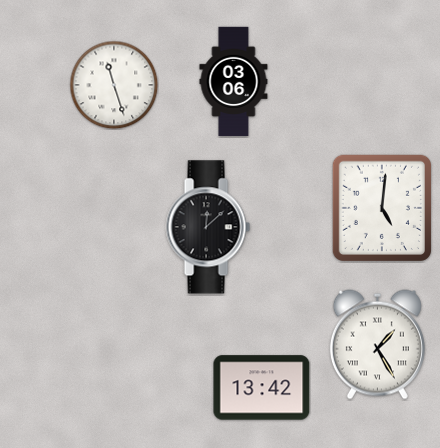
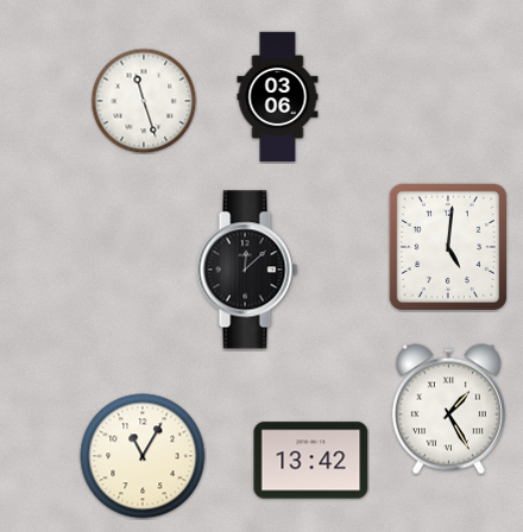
clock at (114, 85) position: (114, 85) -> (144, 101)
clock at (382, 208) position: (382, 208) -> (448, 247)
clock at (143, 456): none -> 11:05
